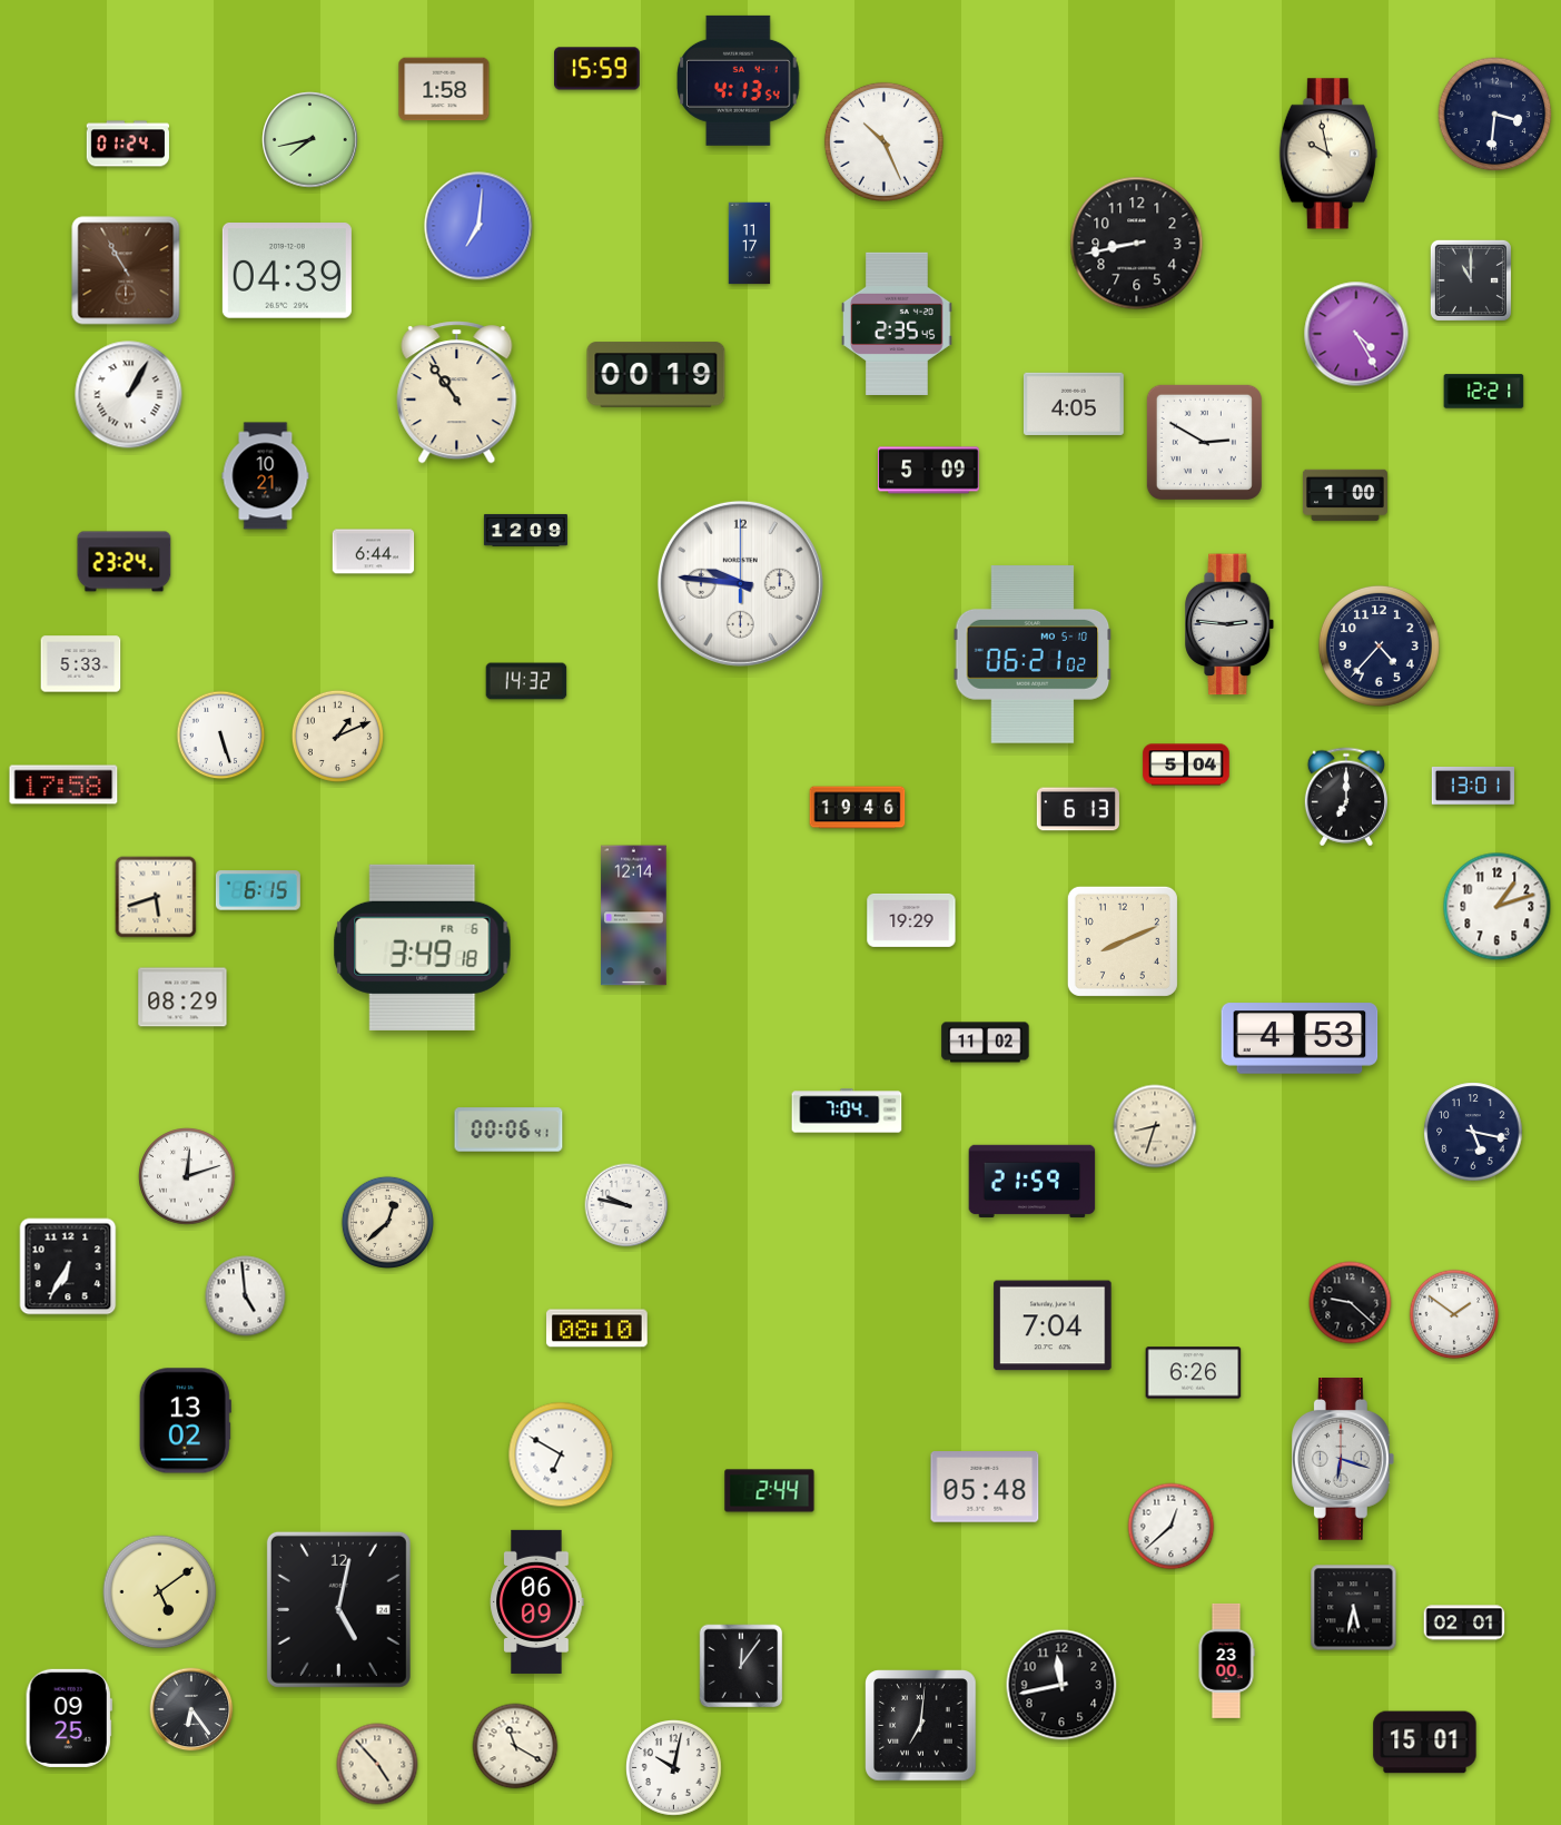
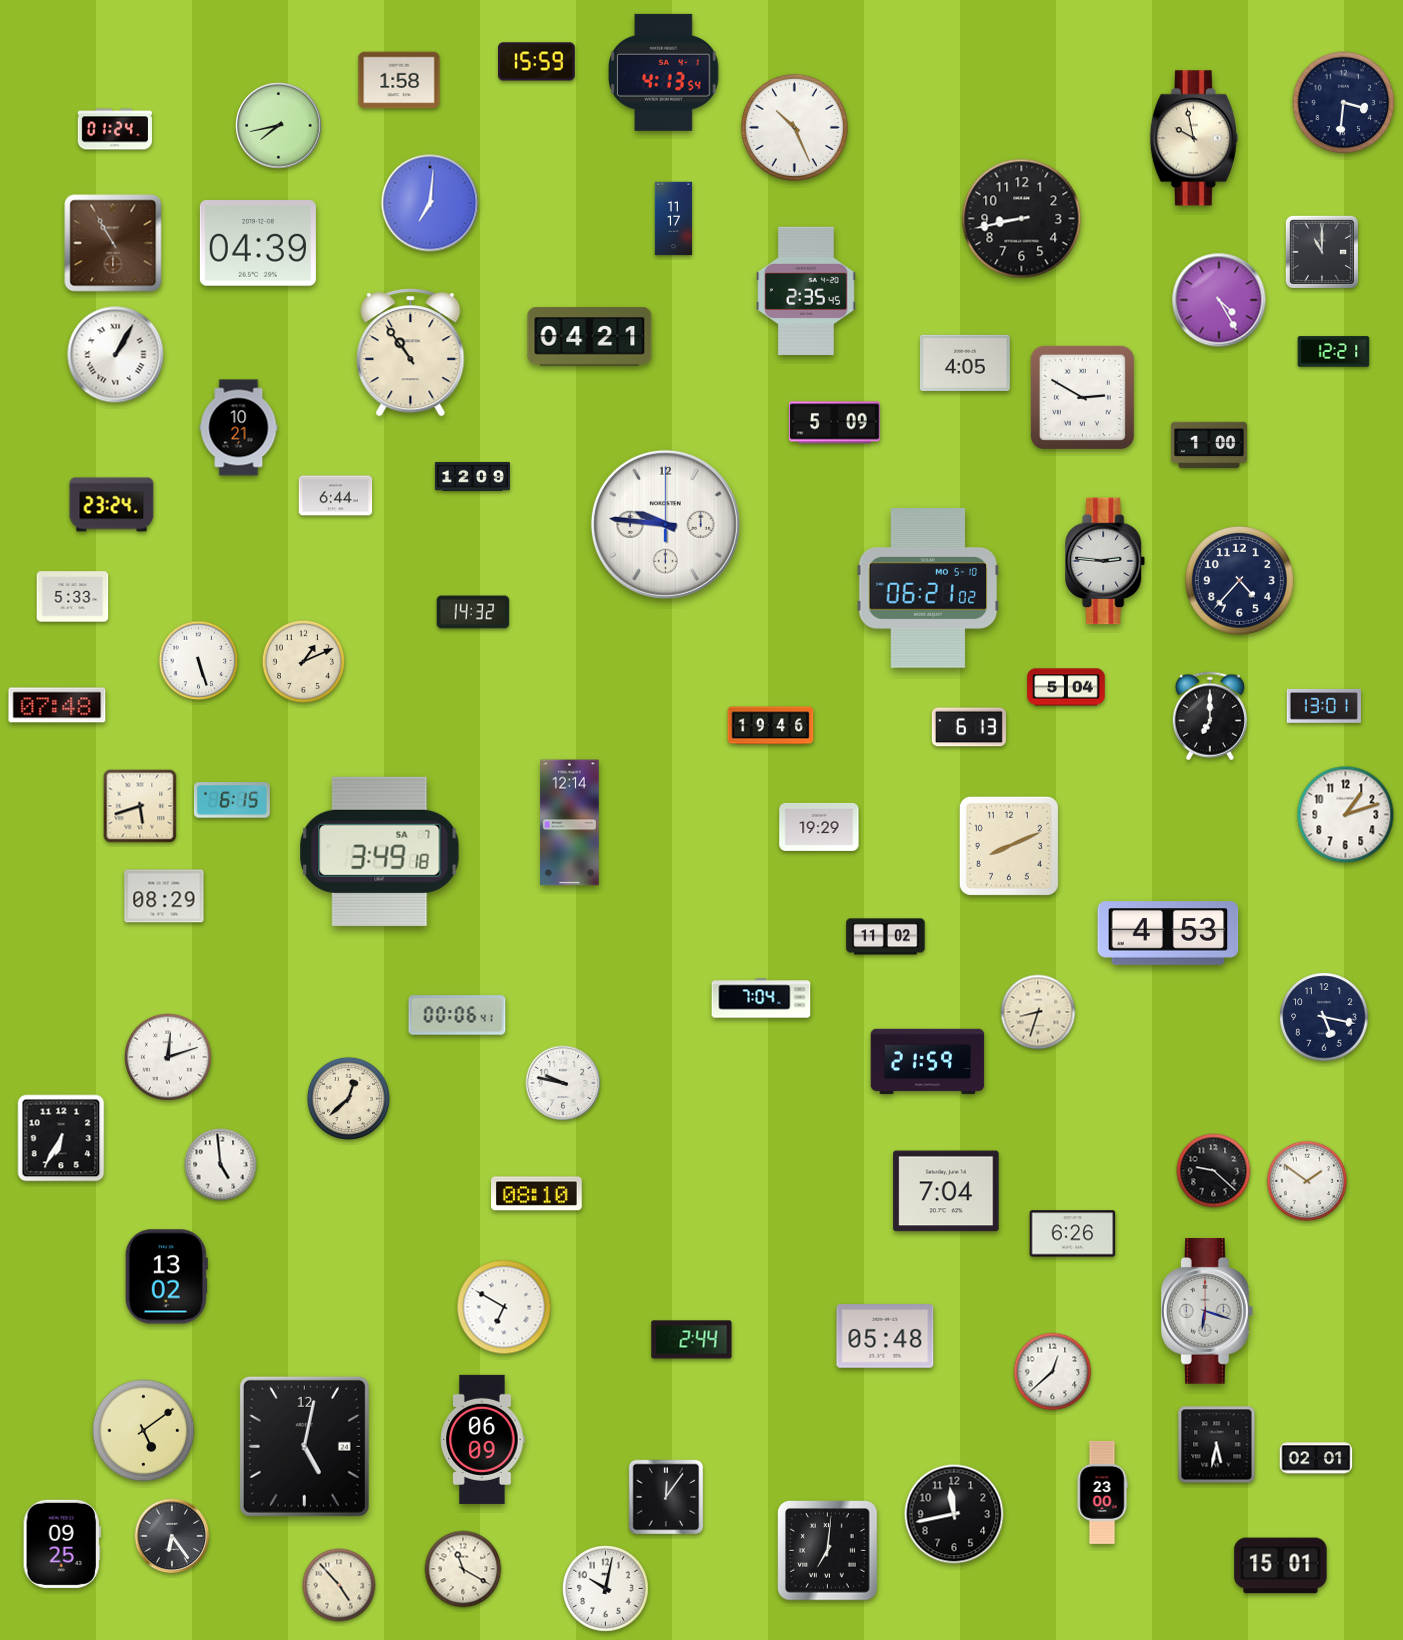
clock at (656, 375): 00:19 -> 04:21
clock at (63, 785): 17:58 -> 07:48
clock at (423, 947) date: FR 6 -> SA 7
